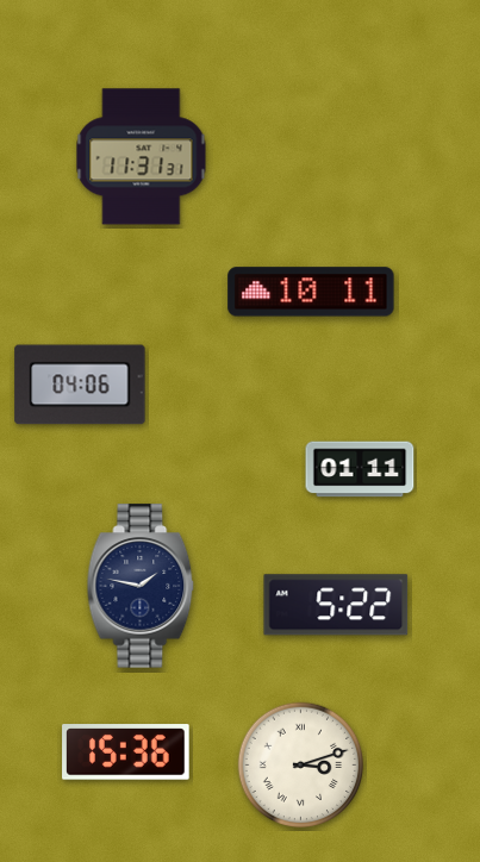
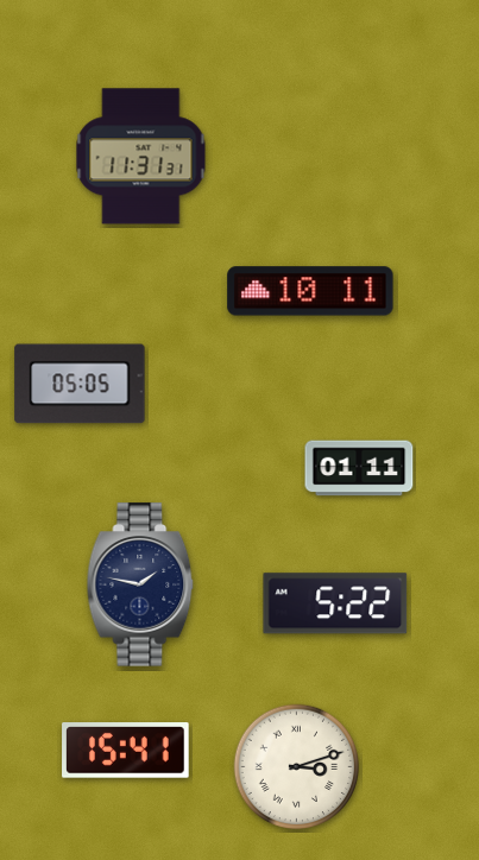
clock at (80, 385): 04:06 -> 05:05
clock at (126, 752): 15:36 -> 15:41
clock at (301, 766) position: (301, 766) -> (297, 767)
